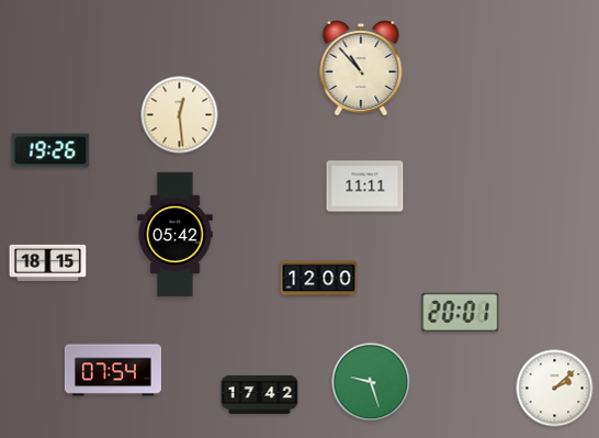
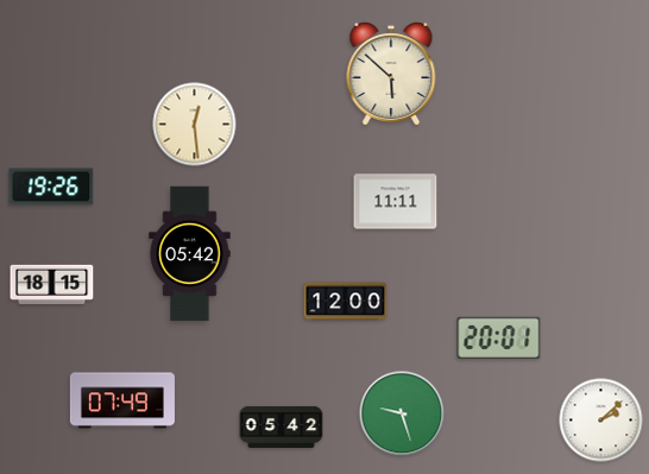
clock at (361, 68): 10:53 -> 5:52
clock at (50, 150) position: (50, 150) -> (51, 187)
clock at (113, 370): 07:54 -> 07:49
clock at (260, 394): 17:42 -> 05:42
